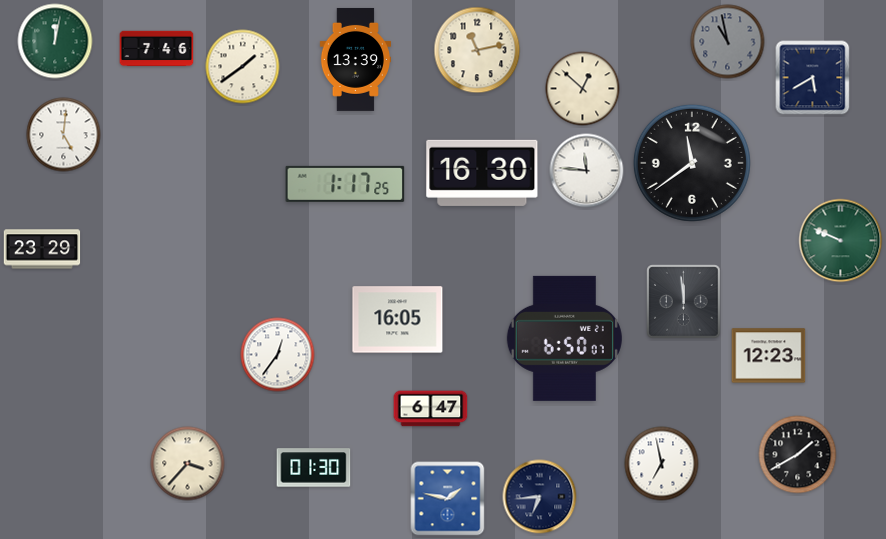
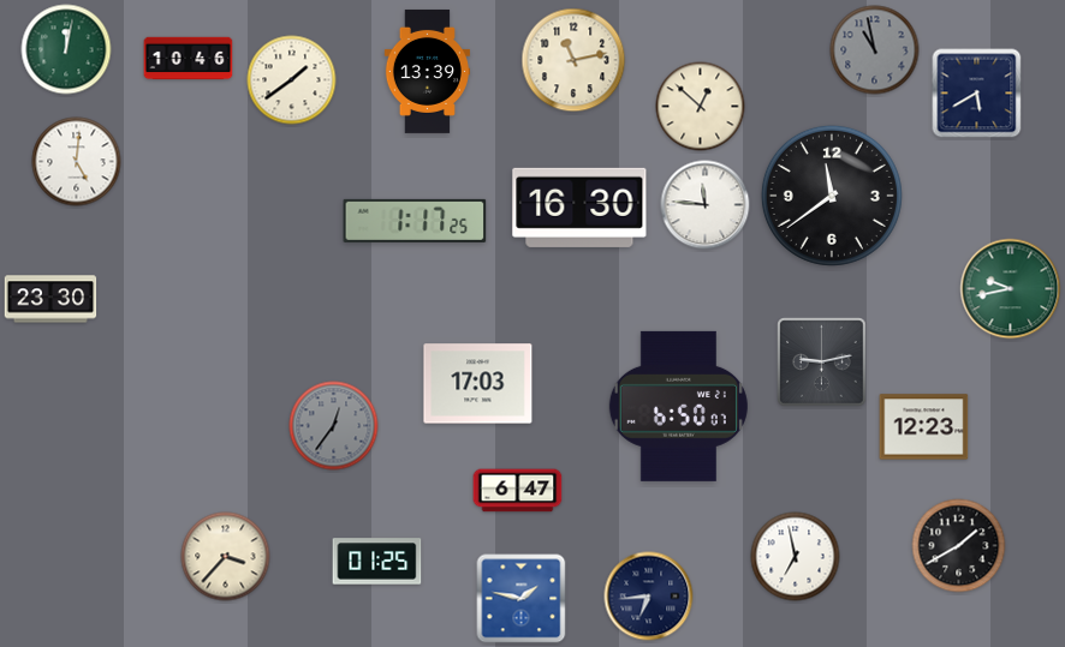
clock at (157, 49): 7:46 -> 10:46
clock at (841, 241): 9:49 -> 9:43
clock at (42, 249): 23:29 -> 23:30
clock at (684, 302): 11:59 -> 9:13
clock at (398, 320): 16:05 -> 17:03
clock at (278, 355) dial: white -> grey
clock at (314, 468): 01:30 -> 01:25
clock at (448, 499) position: (448, 499) -> (522, 599)
